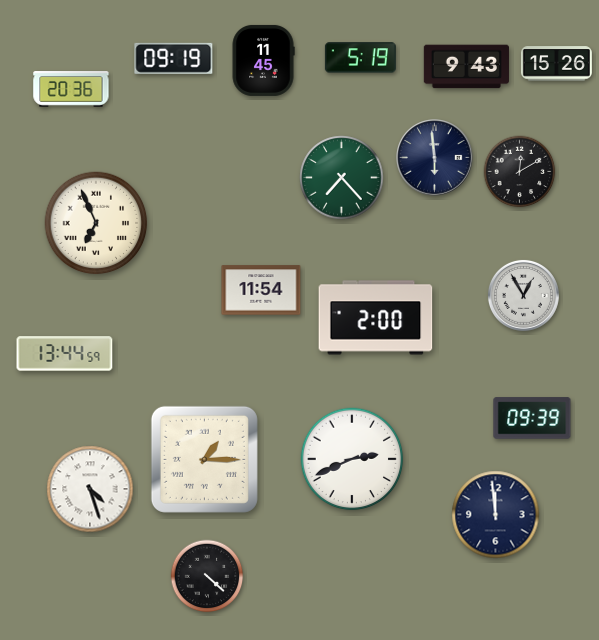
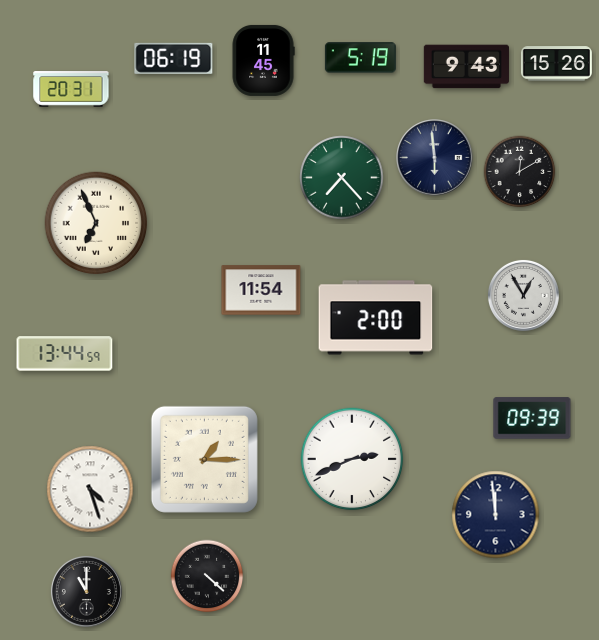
clock at (174, 58): 09:19 -> 06:19
clock at (71, 90): 20:36 -> 20:31
clock at (86, 591): none -> 11:00
